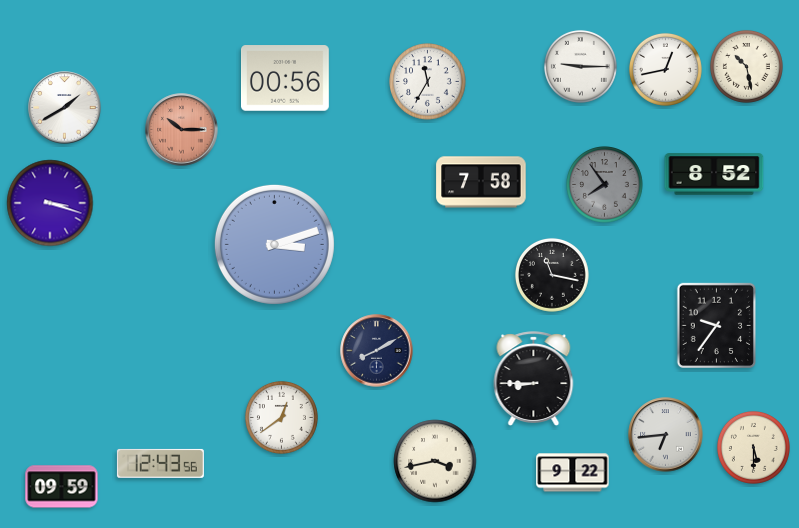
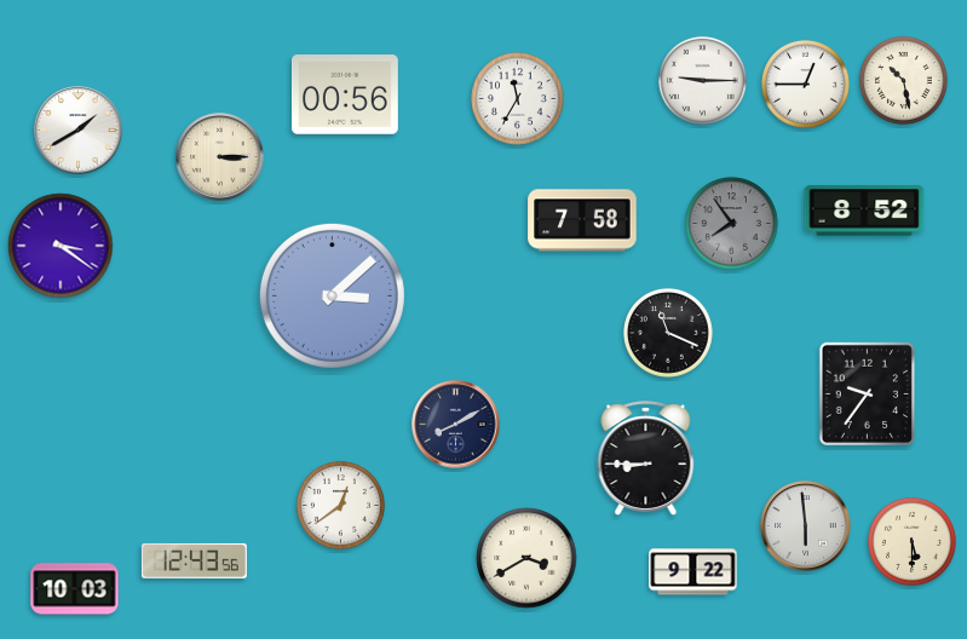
clock at (665, 69): 12:43 -> 12:45
clock at (182, 130): 10:15 -> 3:15
clock at (182, 130) dial: salmon -> cream
clock at (50, 203): 3:18 -> 3:21
clock at (274, 244): 3:12 -> 3:08
clock at (552, 275): 11:17 -> 11:19
clock at (666, 435): 6:44 -> 5:59
clock at (435, 461): 3:43 -> 3:40
clock at (62, 487): 09:59 -> 10:03
